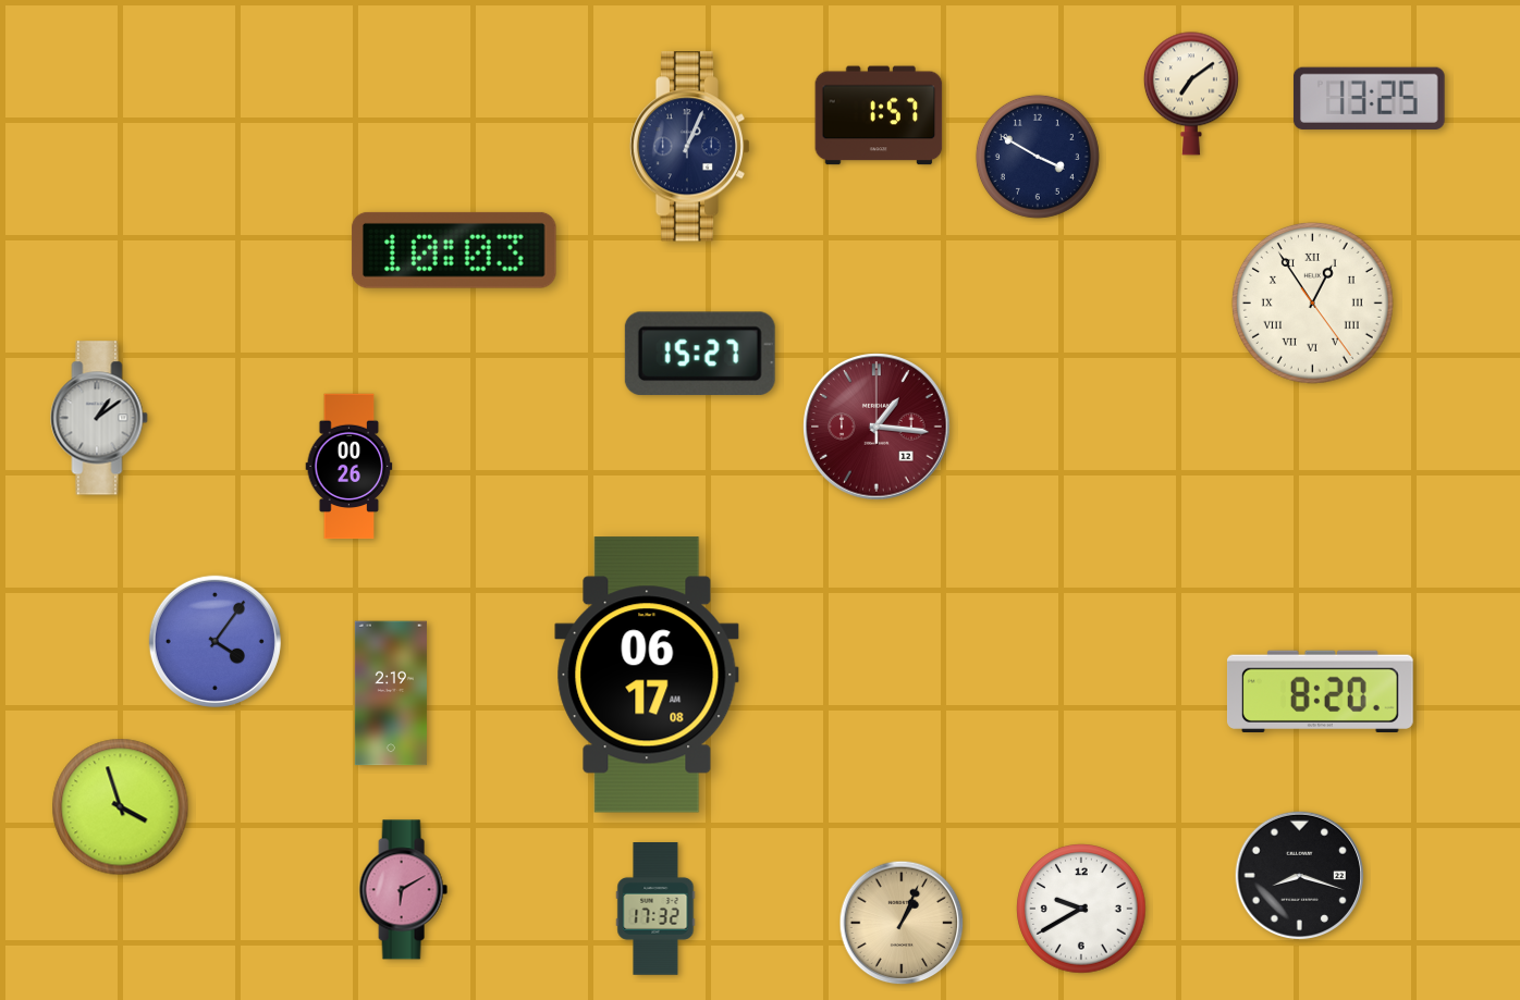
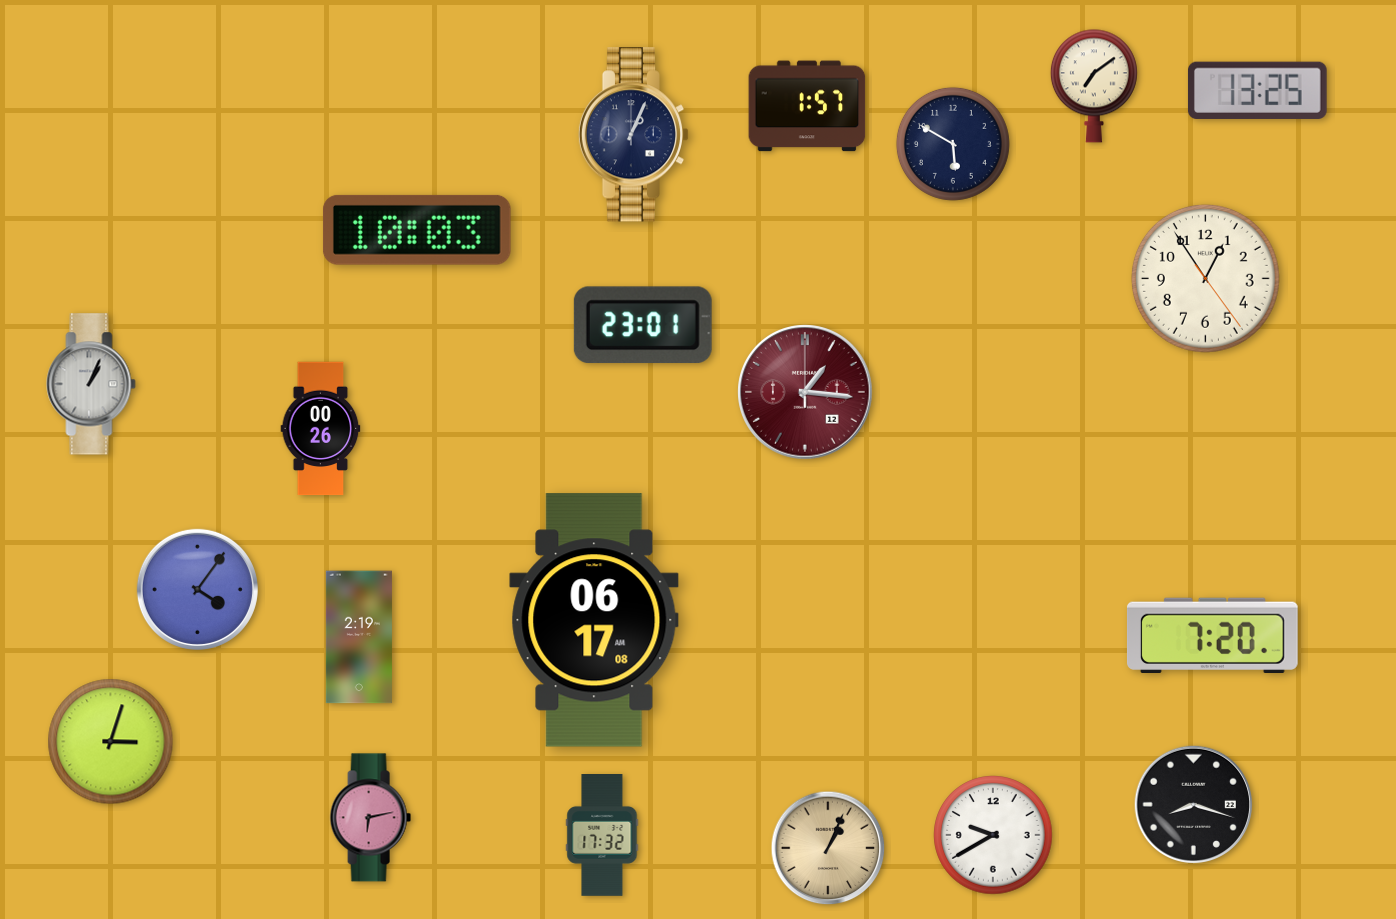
clock at (1038, 157): 3:50 -> 5:50
clock at (1312, 303) numerals: Roman -> Arabic
clock at (700, 354): 15:27 -> 23:01
clock at (99, 418): 1:09 -> 1:04
clock at (1321, 691): 8:20 -> 7:20
clock at (121, 807): 3:57 -> 3:03
clock at (403, 890): 6:10 -> 6:13
